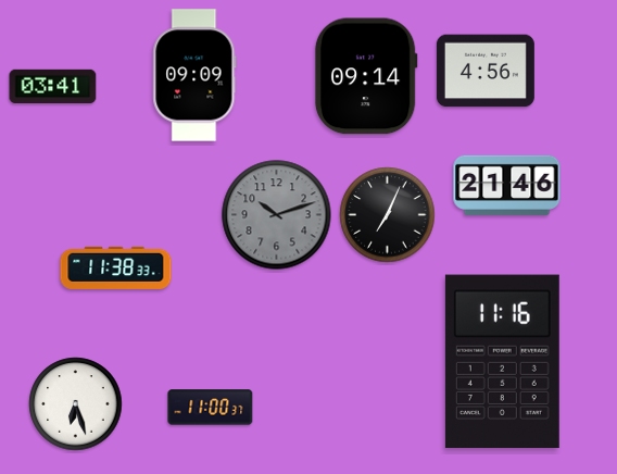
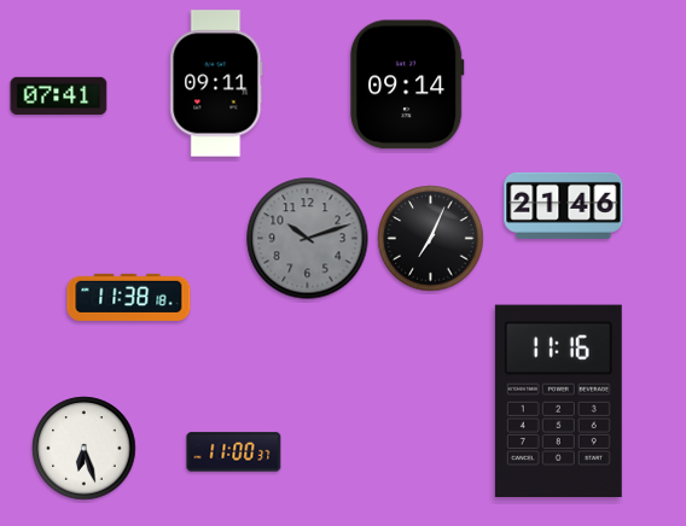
clock at (486, 71): 4:56 -> none
clock at (194, 75): 09:09 -> 09:11
clock at (53, 86): 03:41 -> 07:41
clock at (116, 267): 11:38:33 -> 11:38:18
